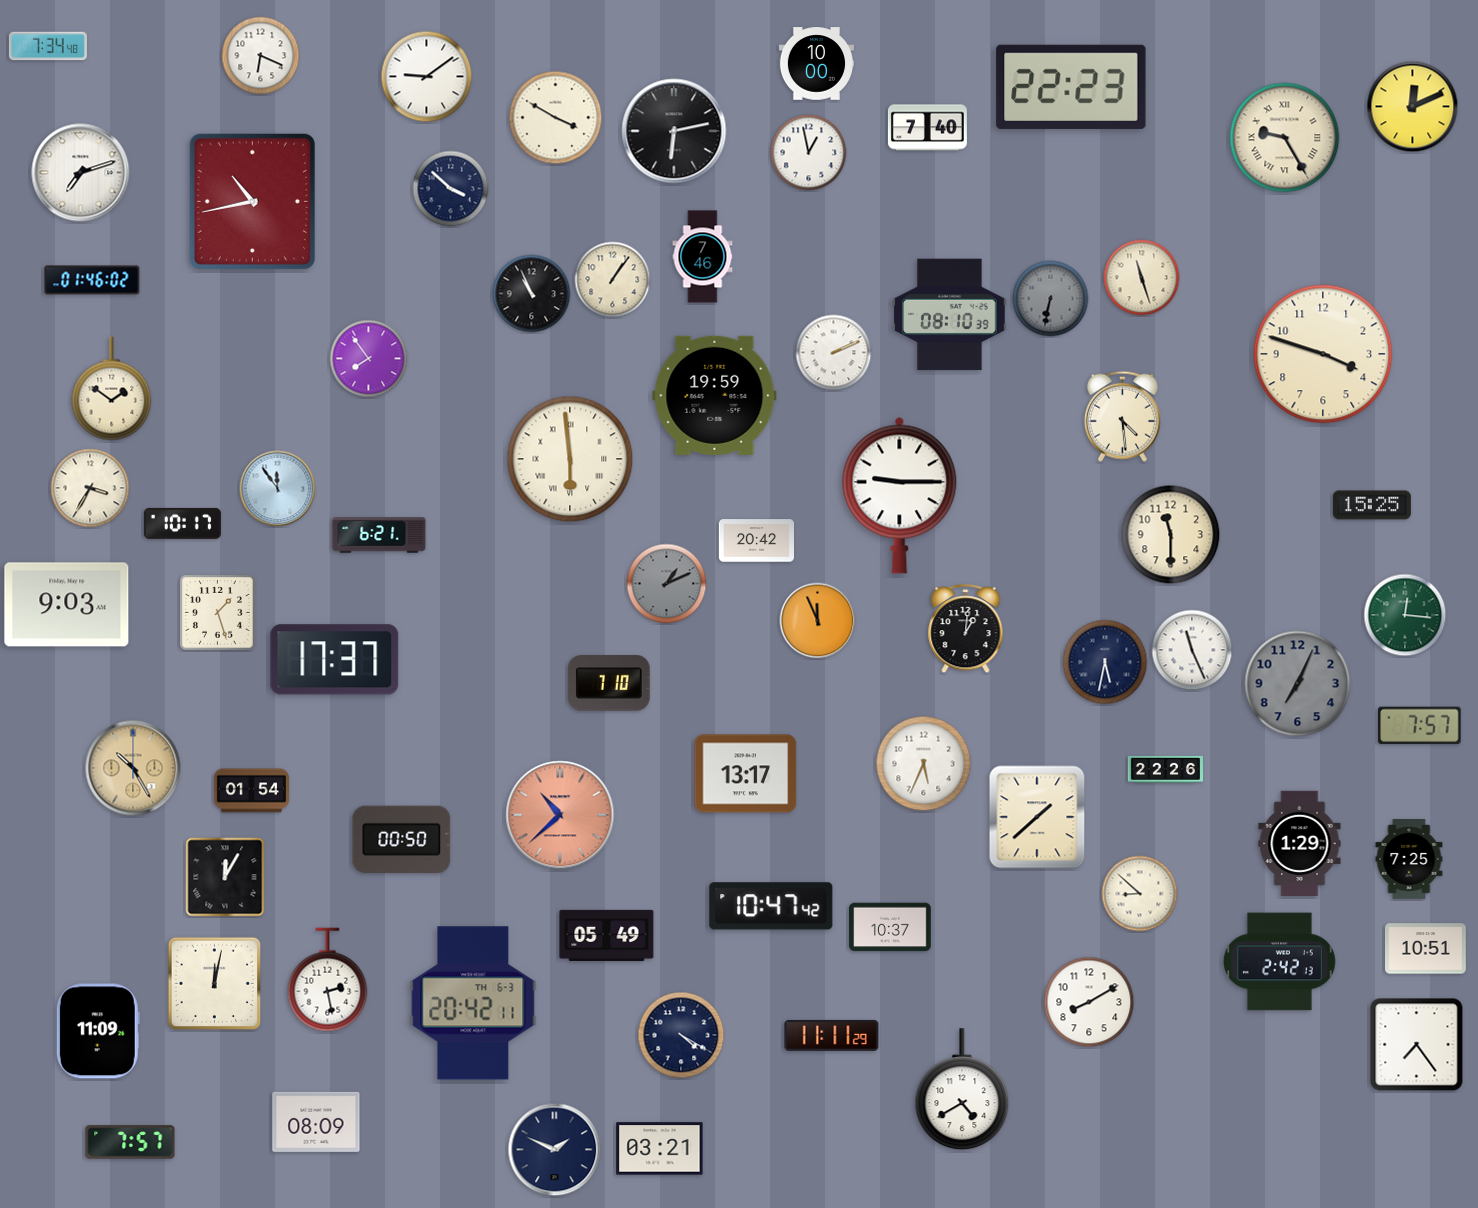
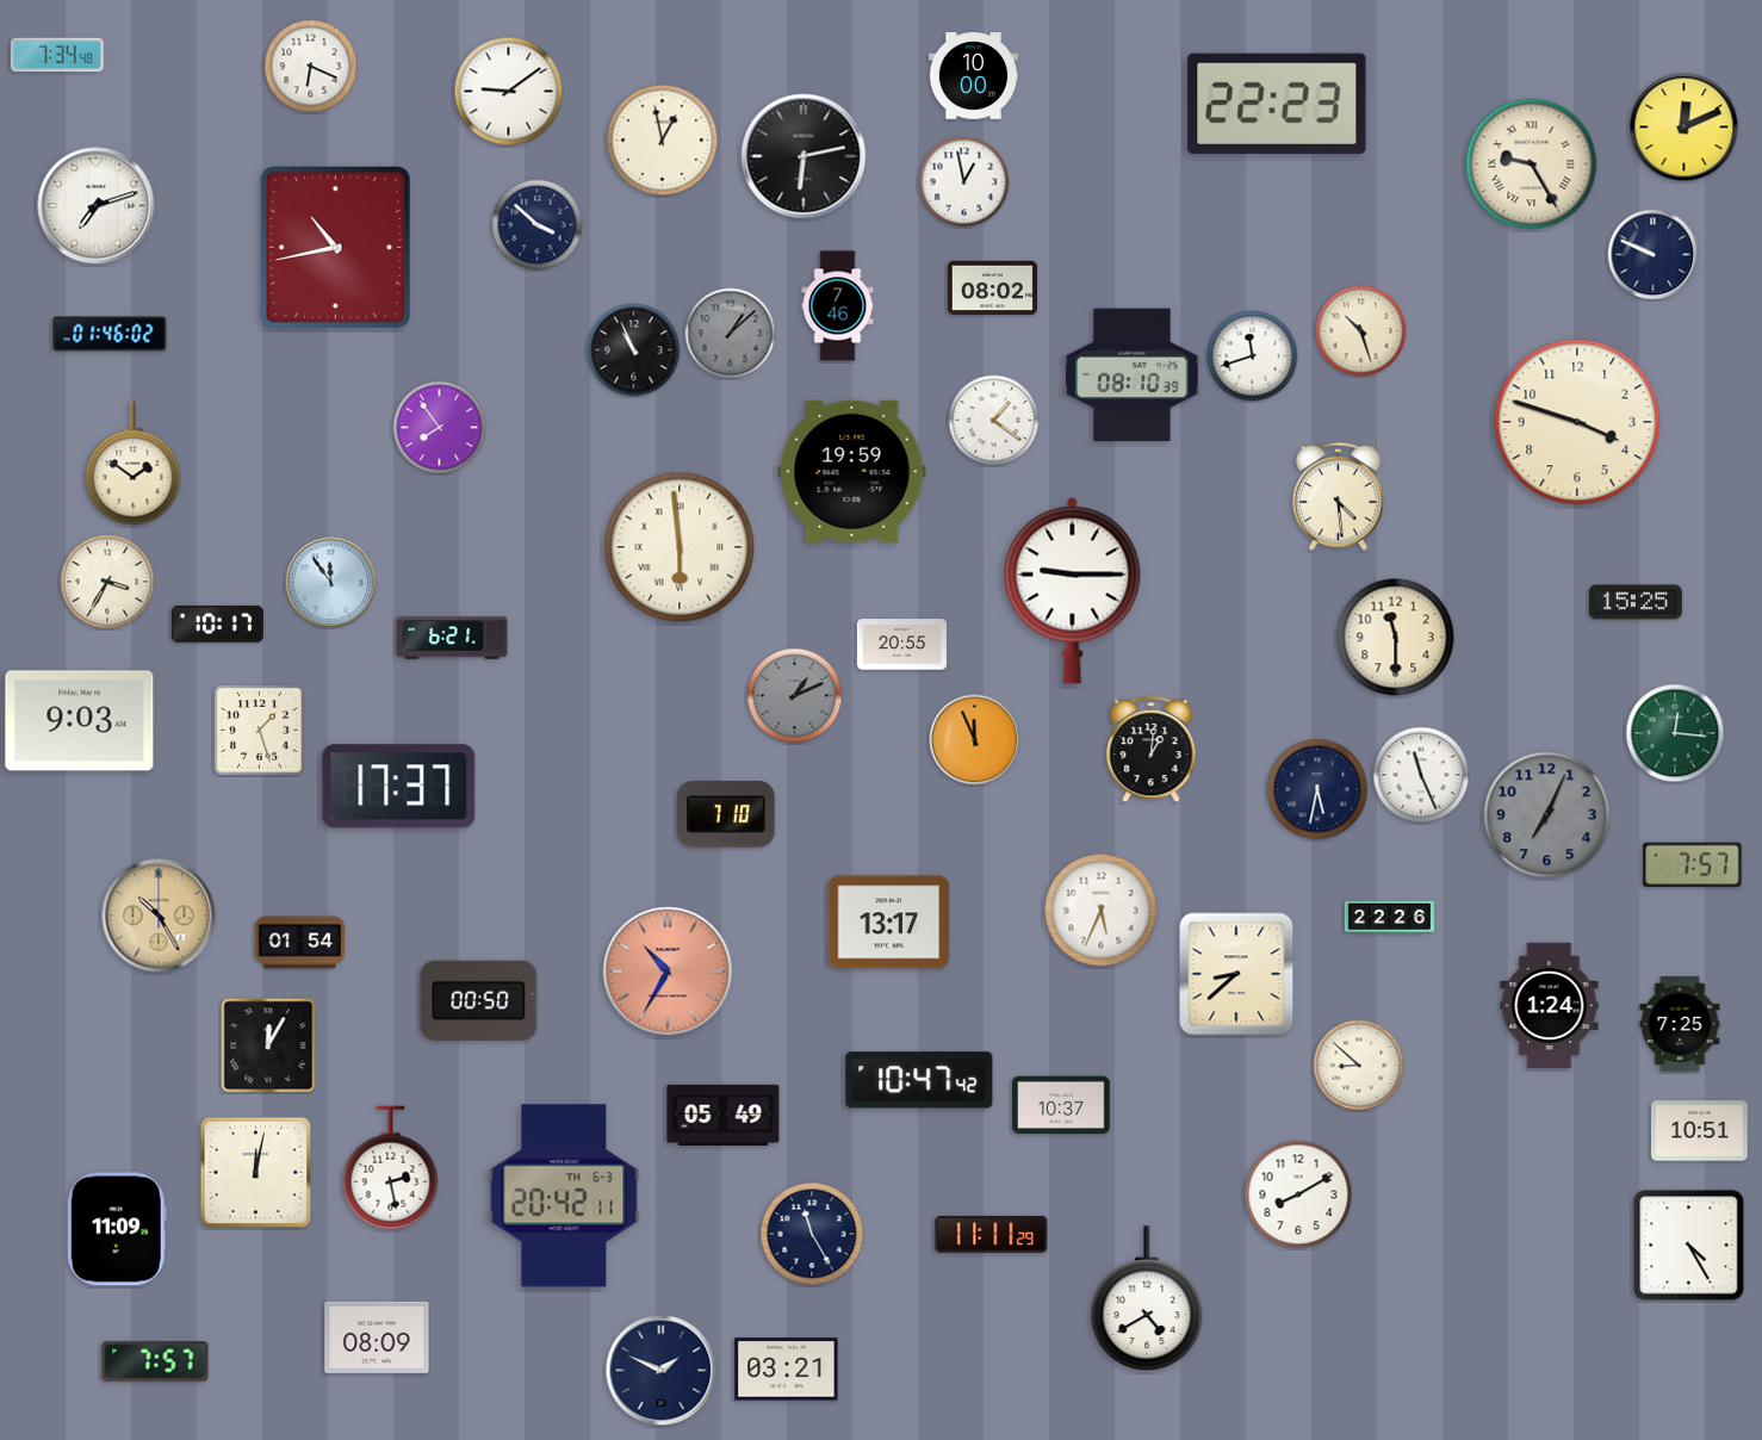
clock at (556, 118): 3:50 -> 12:58
clock at (927, 128): 7:40 -> none
clock at (252, 201) position: (252, 201) -> (335, 247)
clock at (1654, 255): none -> 9:49
clock at (992, 288): none -> 08:02
clock at (1142, 278): 11:27 -> 10:27
clock at (613, 280): 1:06 -> 1:08
clock at (613, 280) dial: cream -> grey
clock at (1051, 299): 6:32 -> 11:42
clock at (1051, 299) dial: grey -> white
clock at (834, 353): 2:11 -> 1:21
clock at (756, 541): 20:42 -> 20:55
clock at (560, 815): 10:38 -> 10:35
clock at (1037, 817): 1:38 -> 8:38
clock at (1300, 844): 1:29 -> 1:24
clock at (1279, 962): 2:42 -> none
clock at (681, 1035): 4:20 -> 11:25
clock at (1417, 1045): 7:24 -> 4:25
